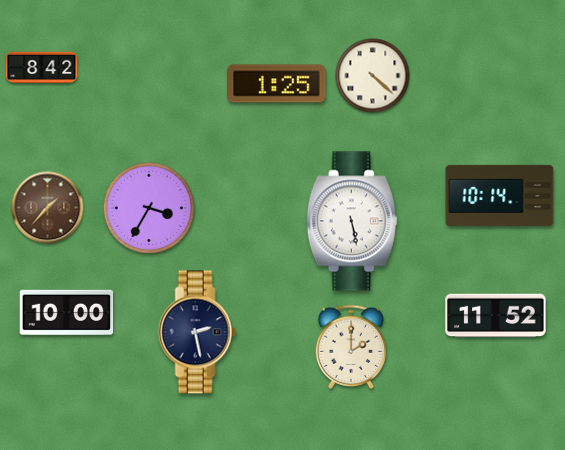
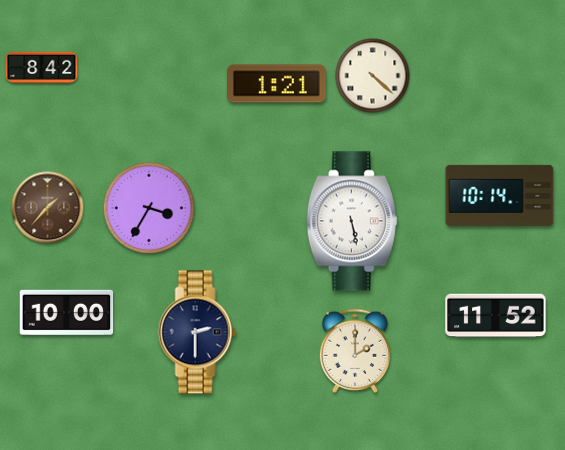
clock at (277, 84): 1:25 -> 1:21
clock at (197, 332): 2:28 -> 2:30
clock at (350, 347) position: (350, 347) -> (354, 351)
